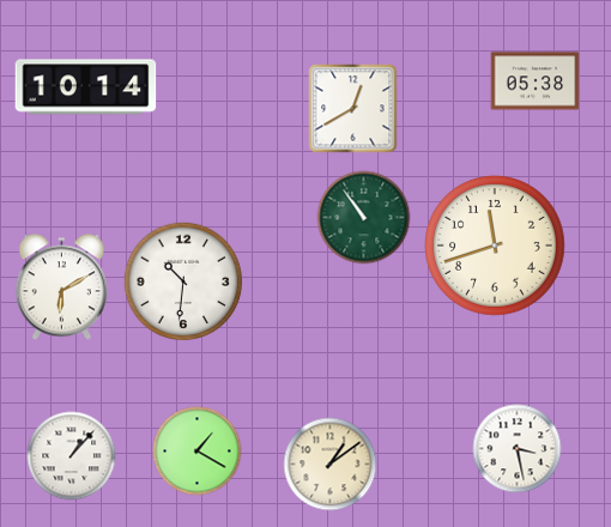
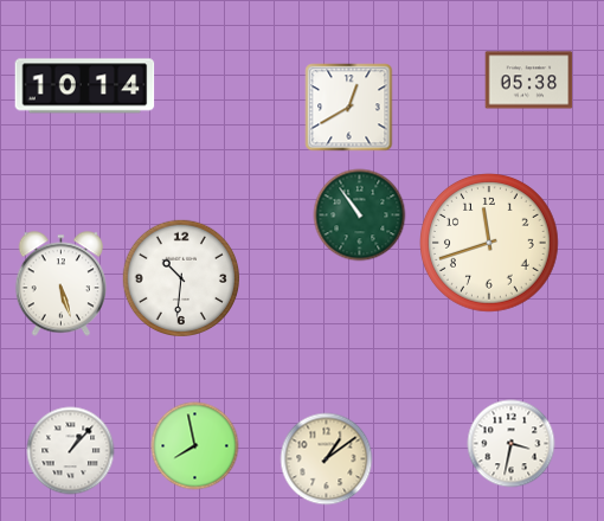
clock at (61, 287): 6:10 -> 5:27
clock at (518, 449): 3:28 -> 3:32
clock at (198, 452): 1:20 -> 7:58
